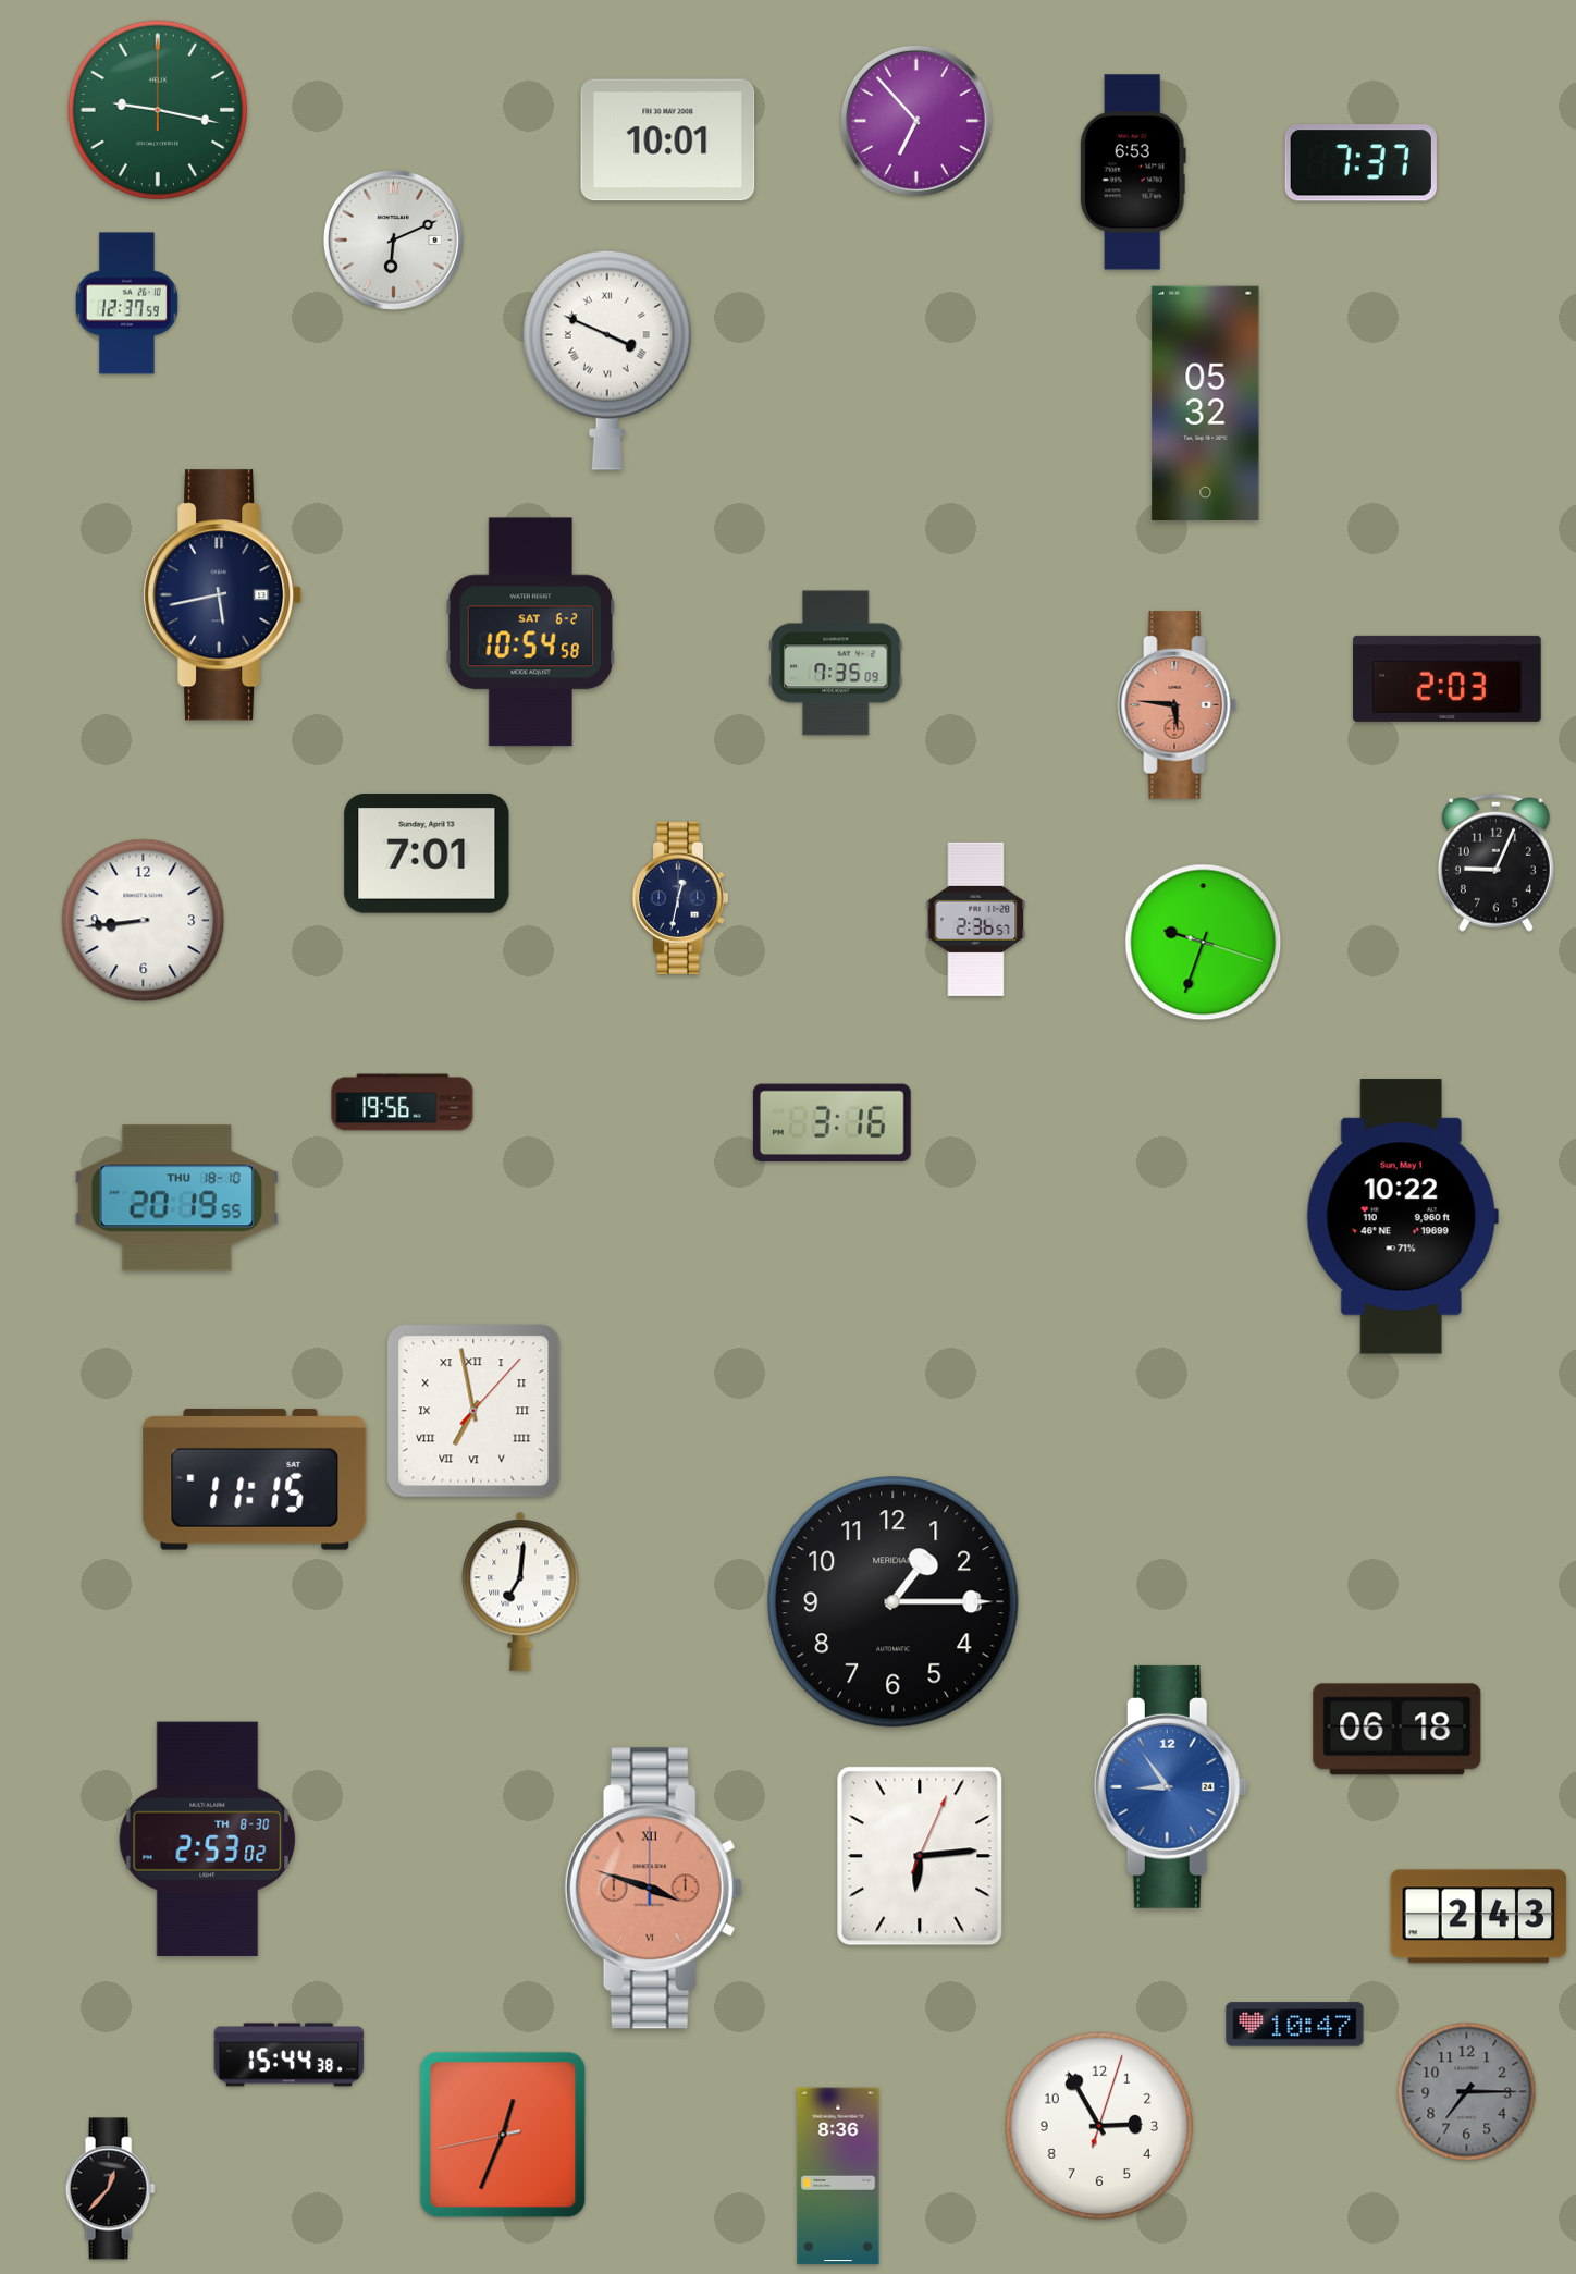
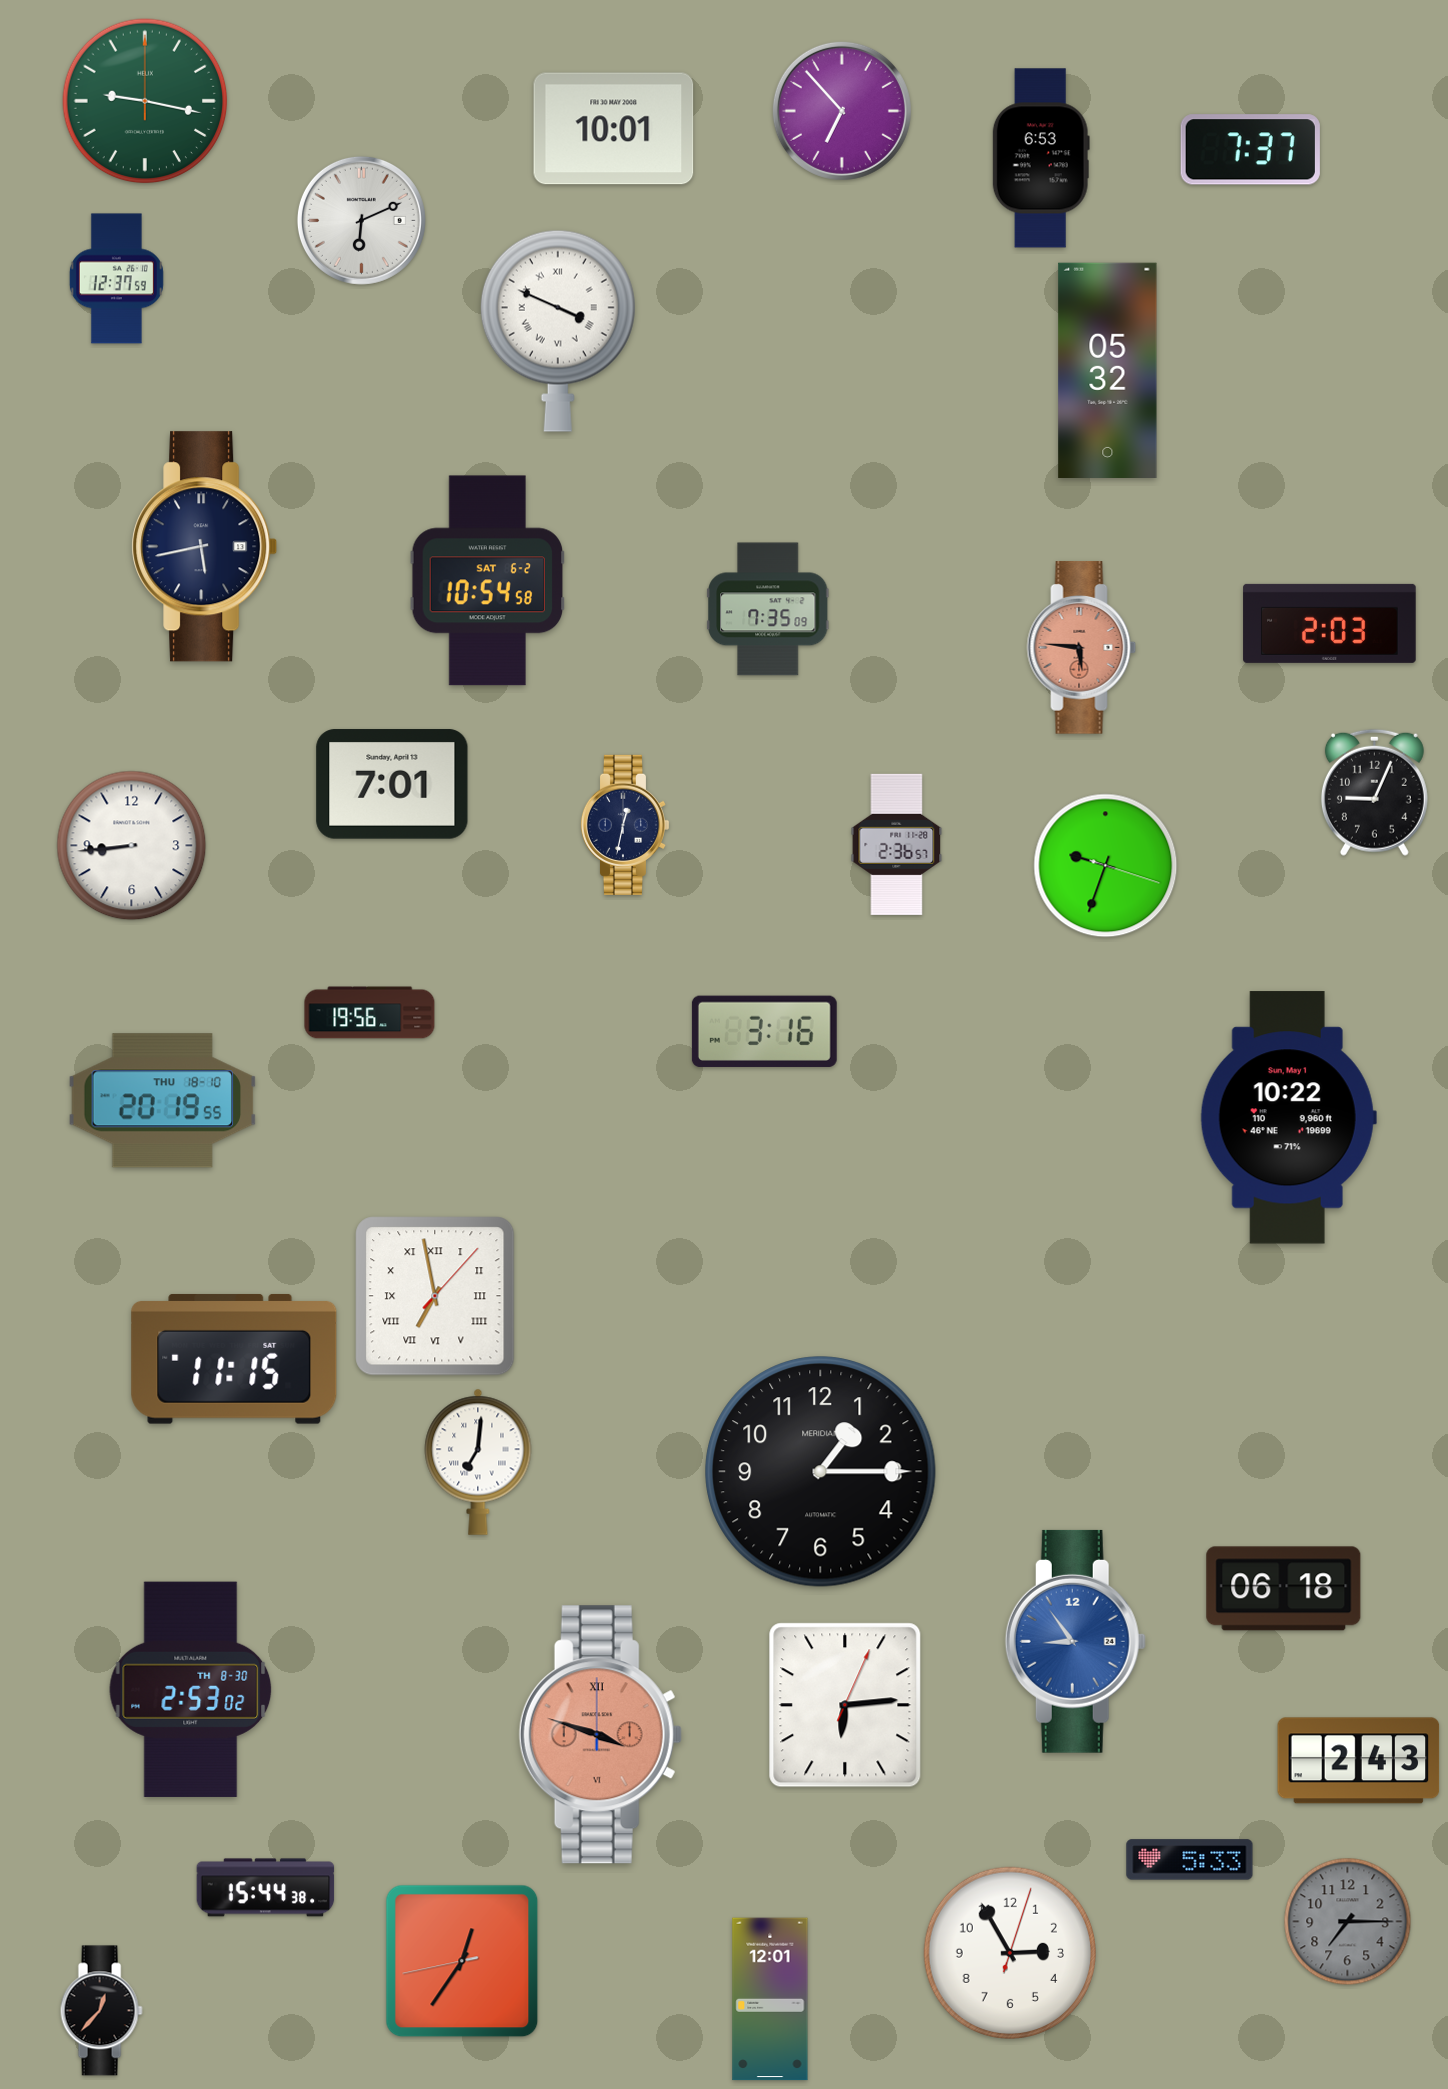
clock at (1295, 2025): 10:47 -> 5:33
clock at (503, 2135): 12:33 -> 12:35
clock at (838, 2176): 8:36 -> 12:01
